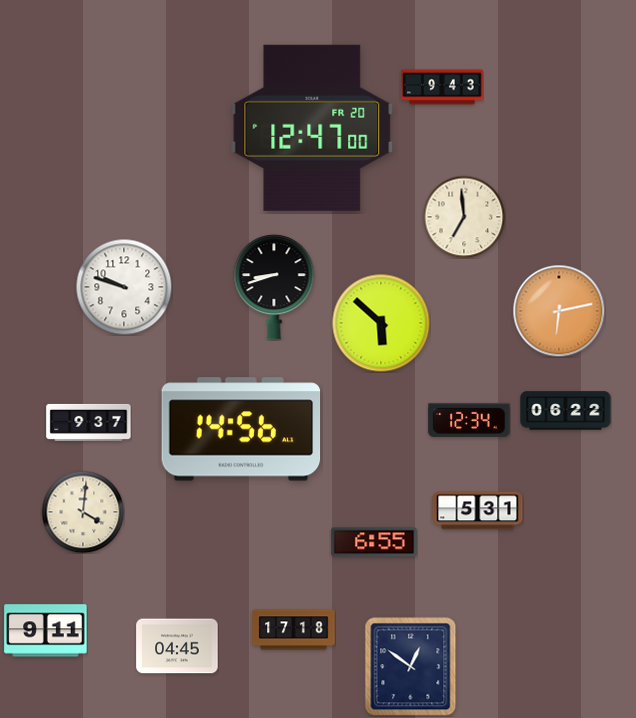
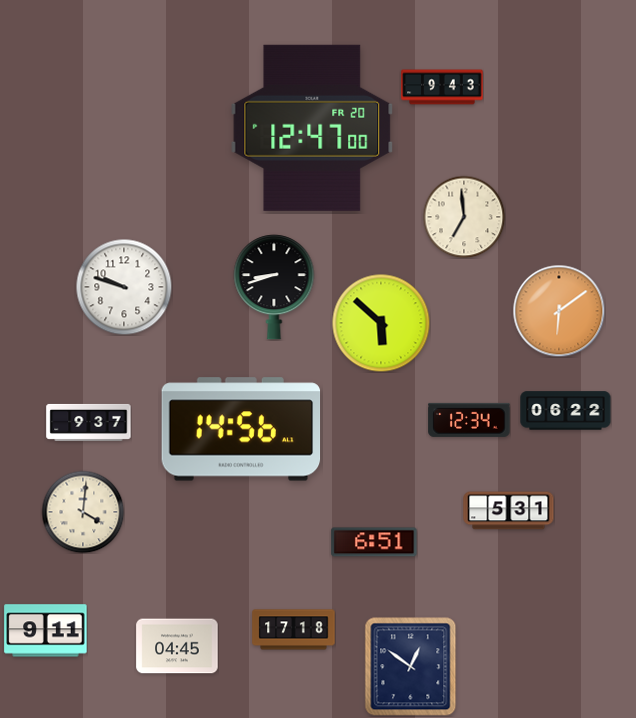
clock at (559, 311): 6:13 -> 6:09
clock at (478, 511) position: (478, 511) -> (509, 511)
clock at (374, 542): 6:55 -> 6:51
